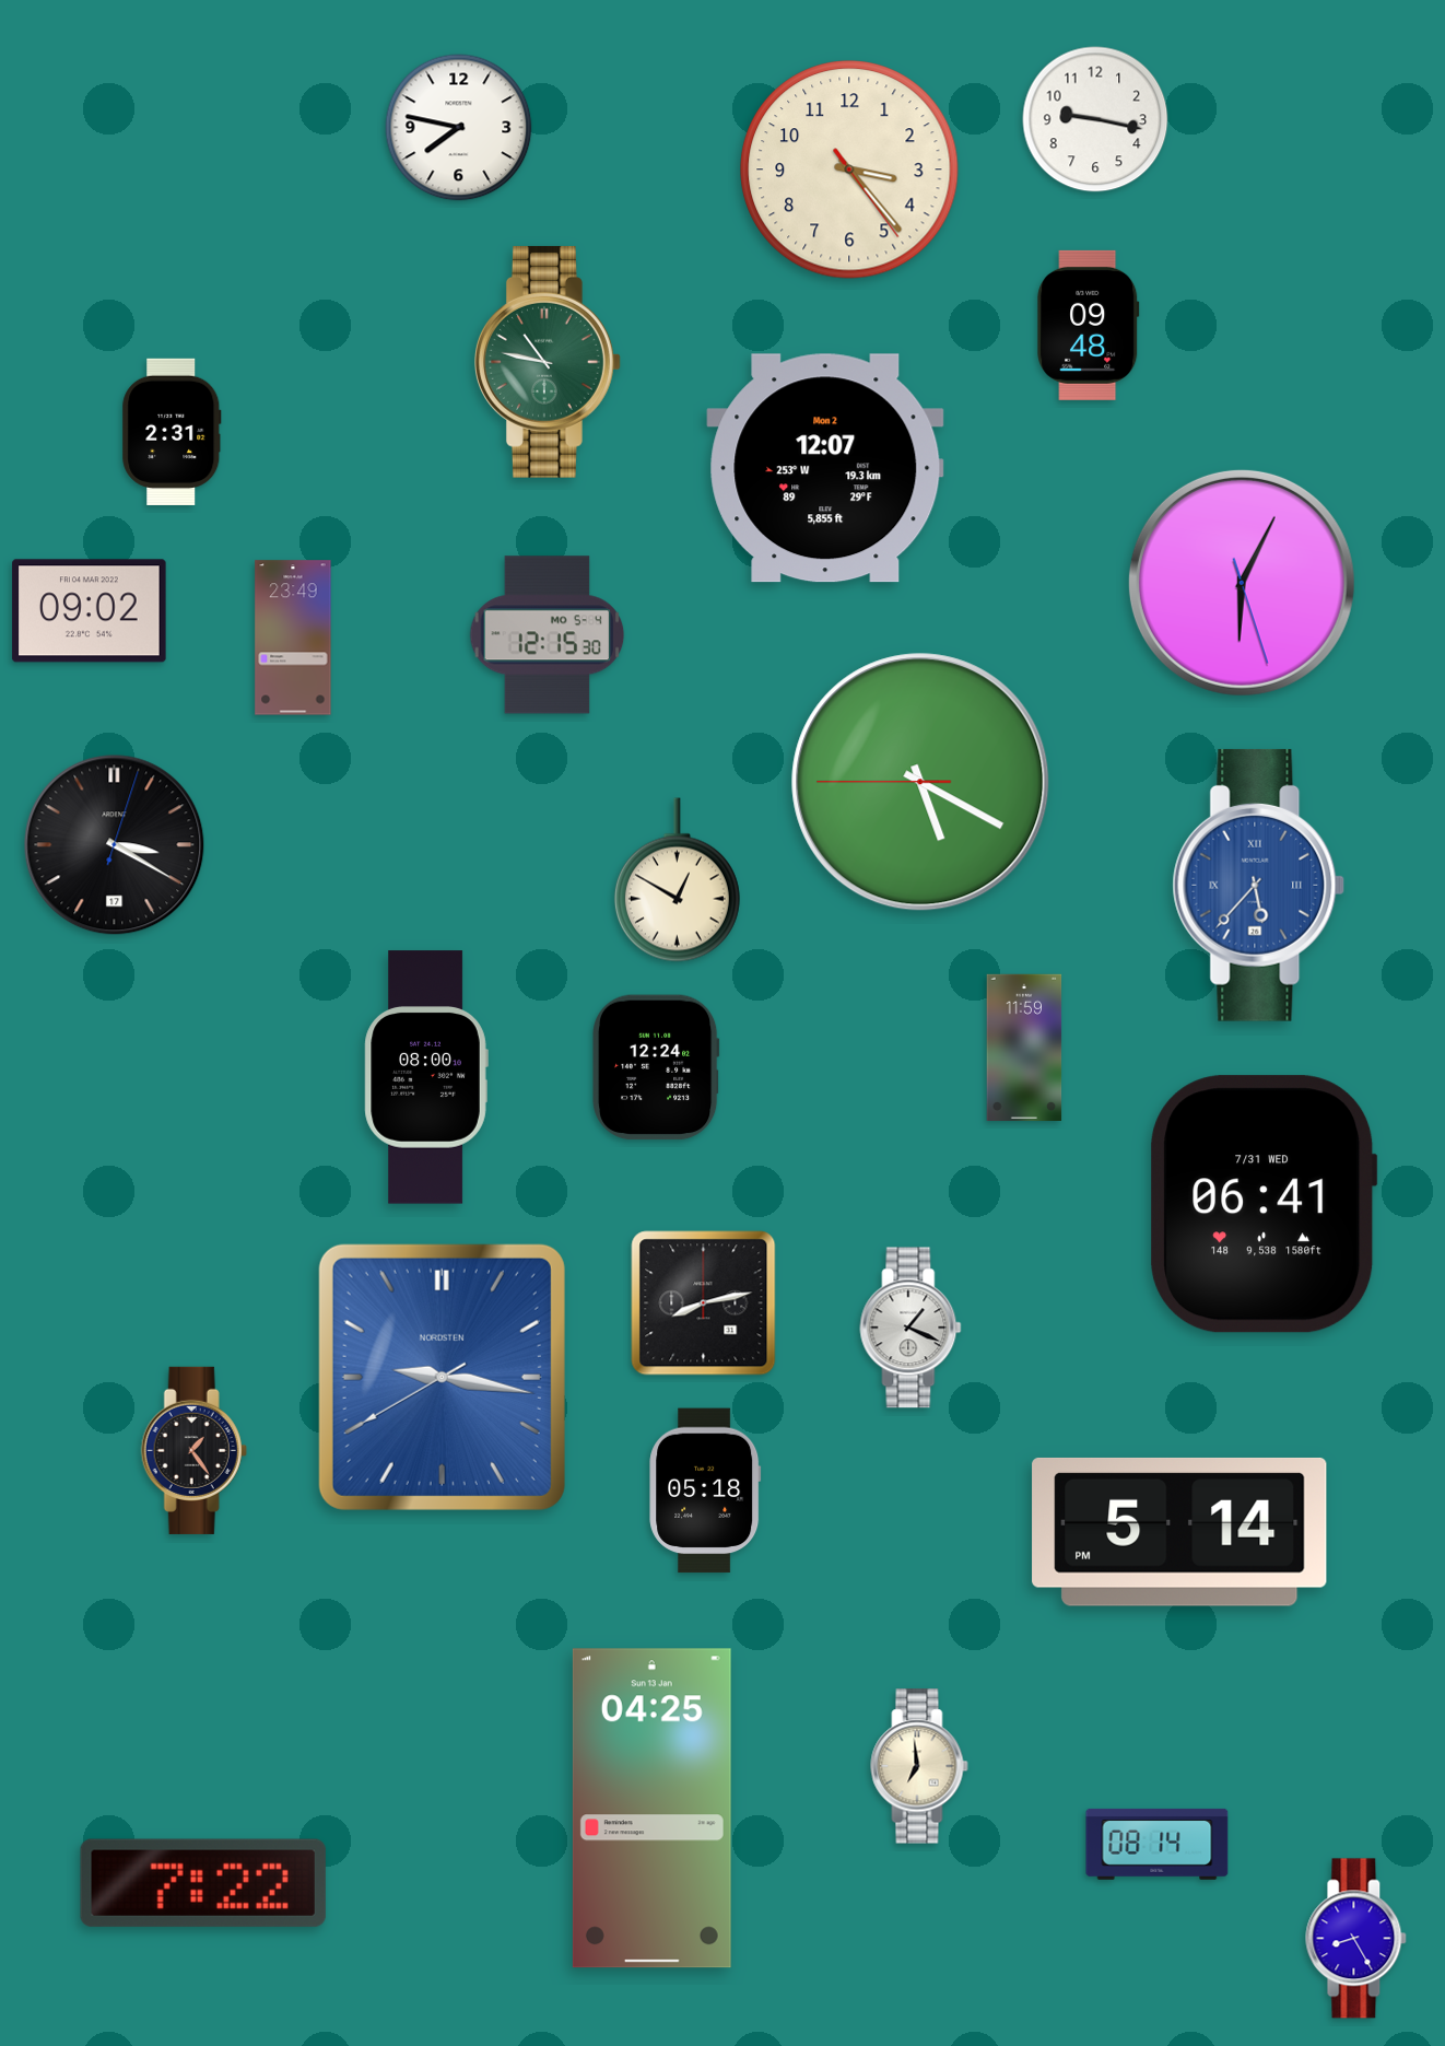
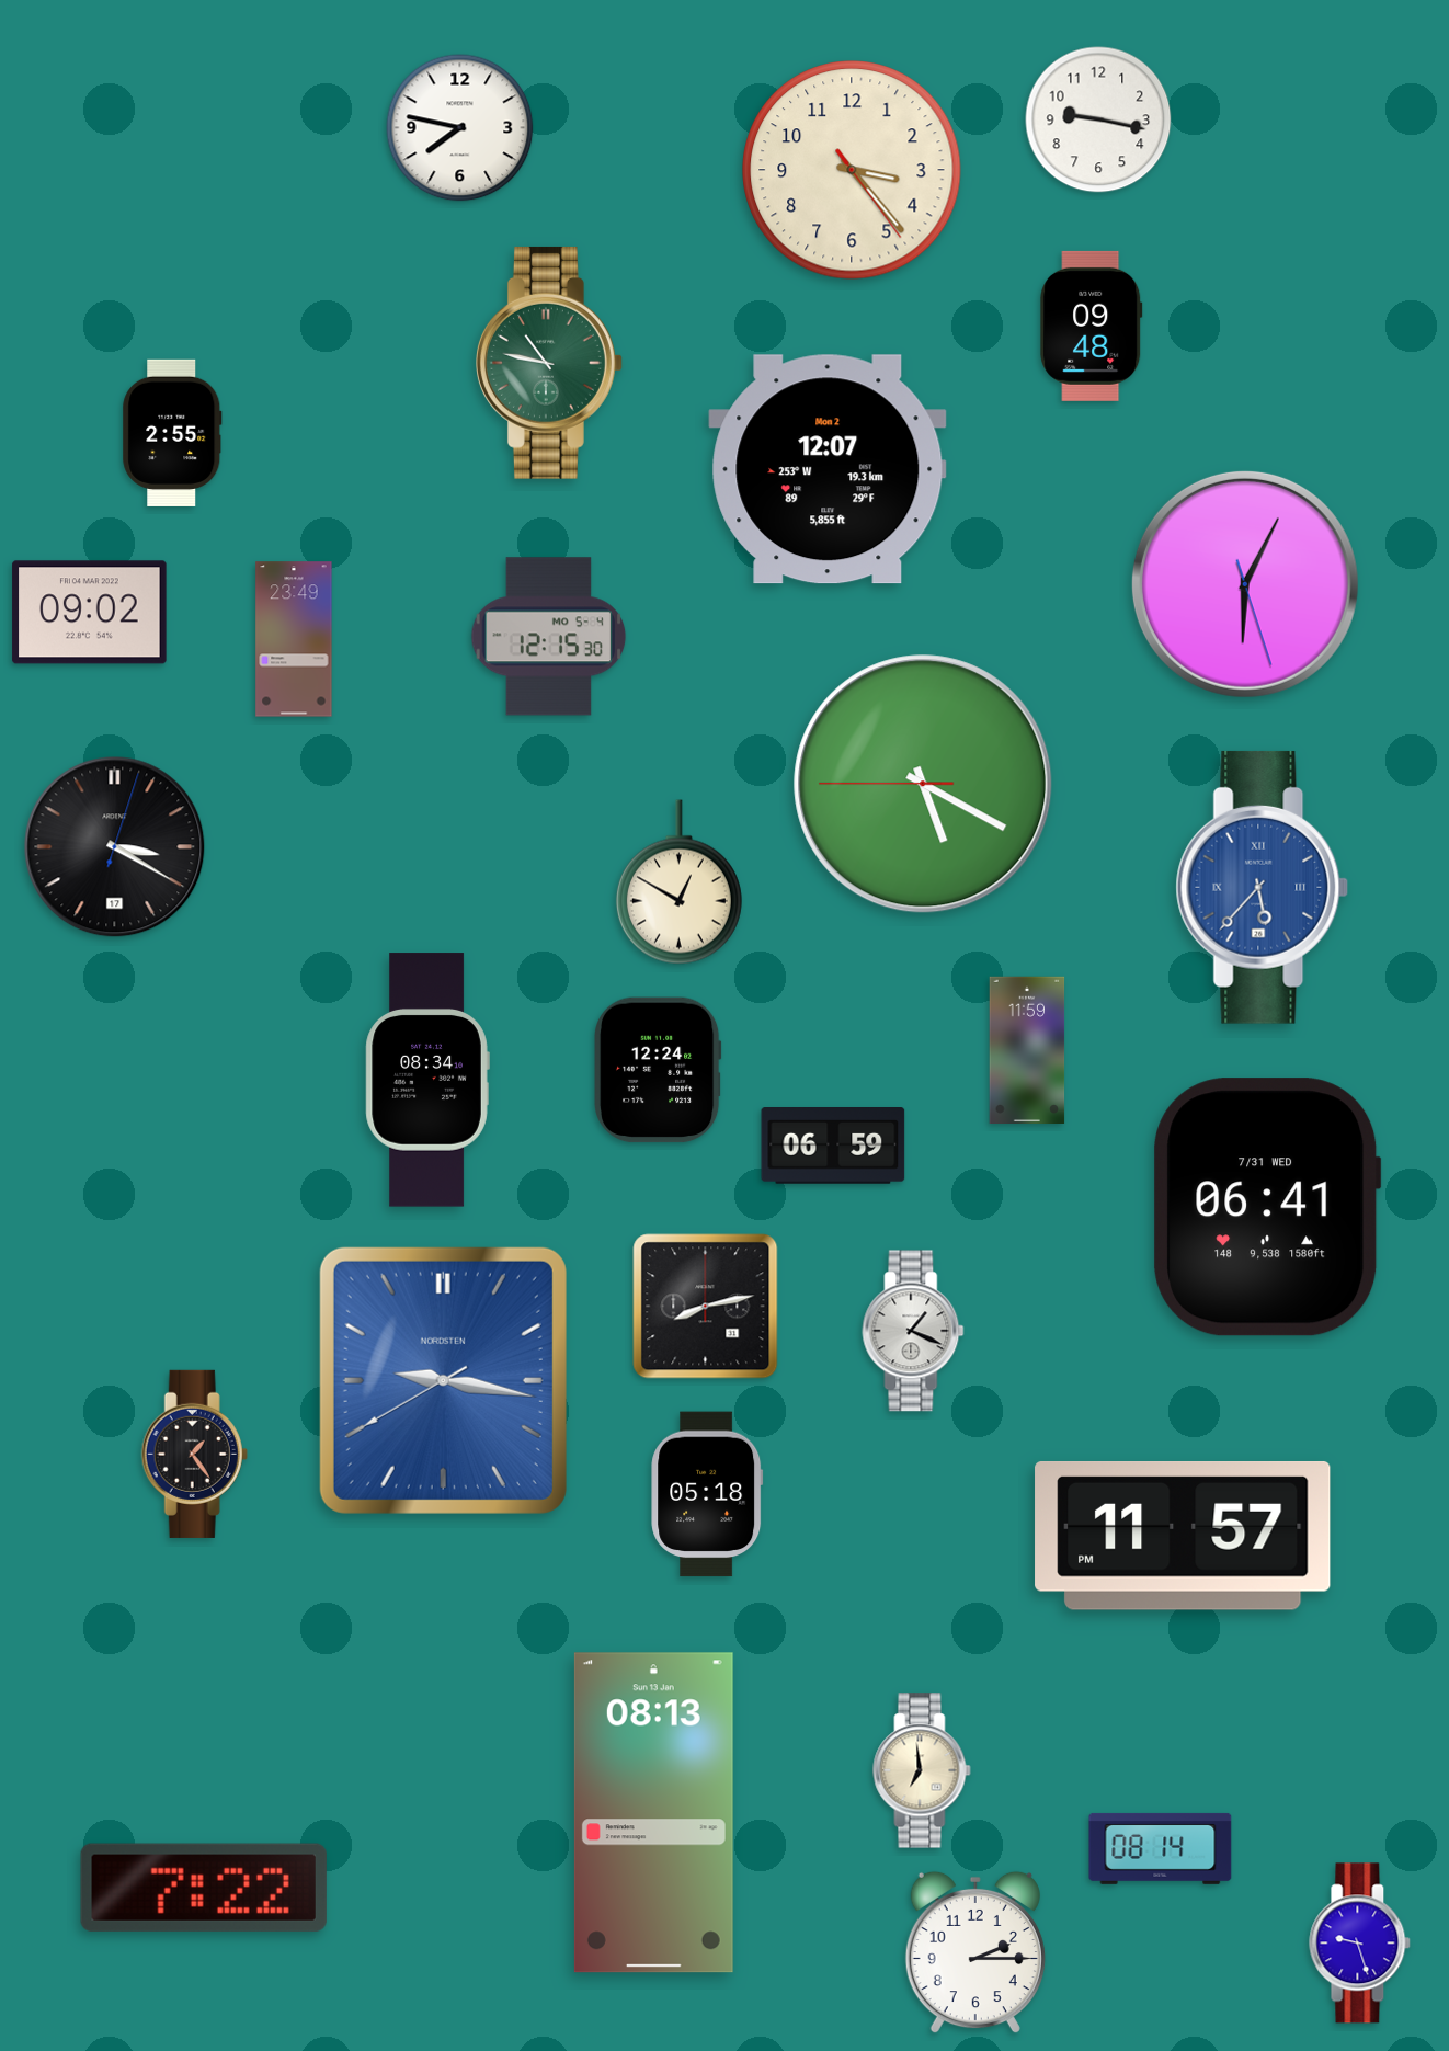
clock at (172, 431): 2:31 -> 2:55
clock at (426, 1077): 08:00 -> 08:34
clock at (833, 1147): none -> 06:59
clock at (1179, 1532): 5:14 -> 11:57
clock at (651, 1809): 04:25 -> 08:13
clock at (1356, 1939): 8:25 -> 9:27
clock at (975, 1952): none -> 2:15
